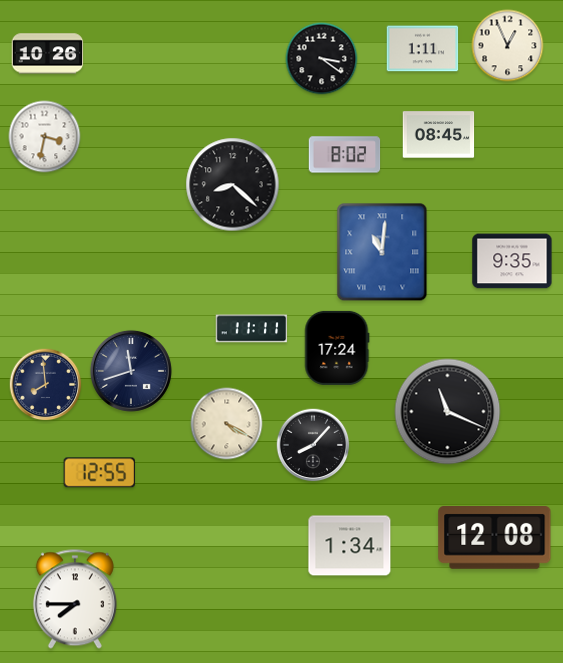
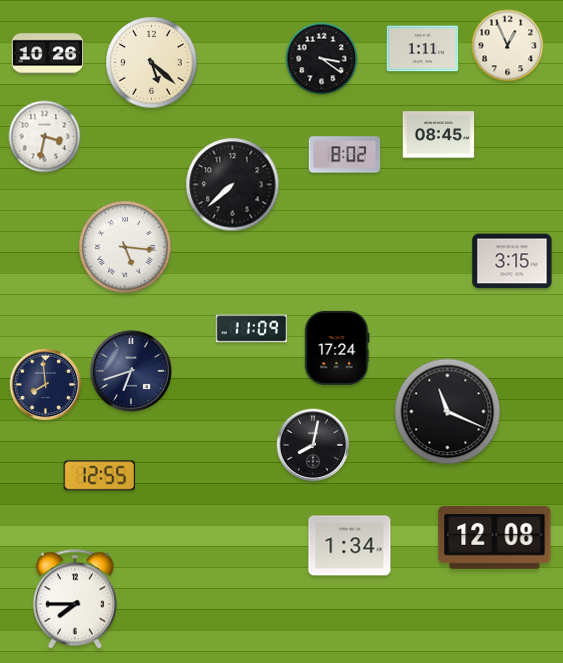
clock at (152, 63): none -> 5:22
clock at (233, 185): 8:22 -> 7:38
clock at (125, 247): none -> 5:16
clock at (382, 252): 11:01 -> none
clock at (512, 261): 9:35 -> 3:15
clock at (252, 329): 11:11 -> 11:09
clock at (131, 371): 11:42 -> 6:42
clock at (227, 424): 4:20 -> none
clock at (313, 445): 8:07 -> 8:02
clock at (99, 473) position: (99, 473) -> (99, 476)
